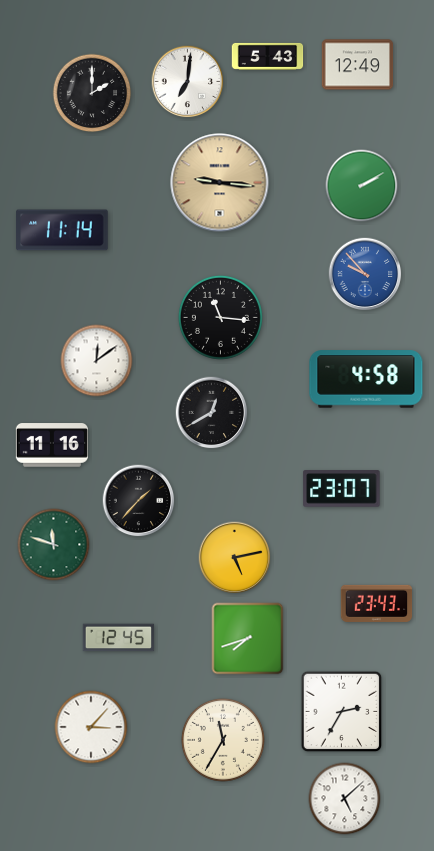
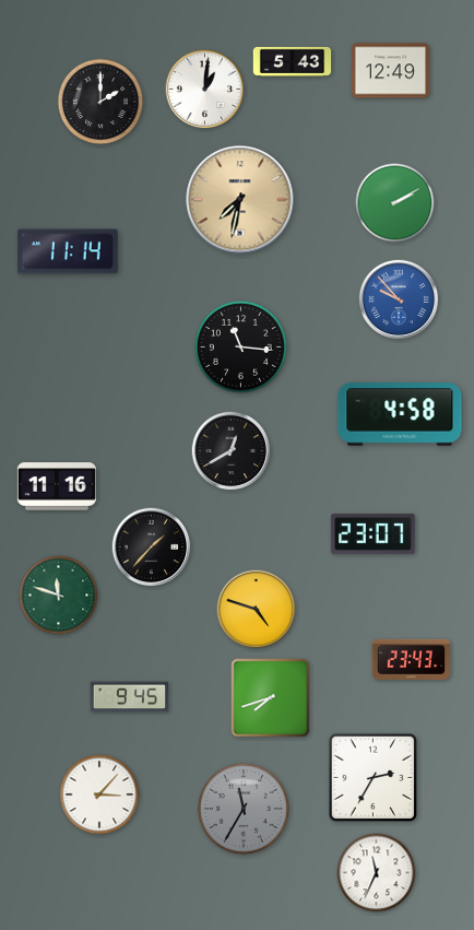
clock at (188, 82): 7:01 -> 1:01
clock at (220, 183): 9:16 -> 7:32
clock at (97, 361): 12:09 -> none
clock at (235, 558): 5:13 -> 4:48
clock at (119, 638): 12:45 -> 9:45
clock at (223, 740) dial: cream -> grey
clock at (345, 799): 5:08 -> 11:34
